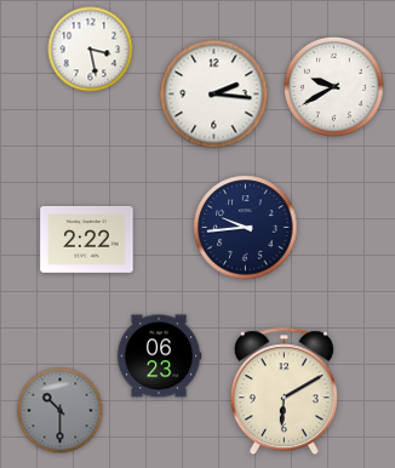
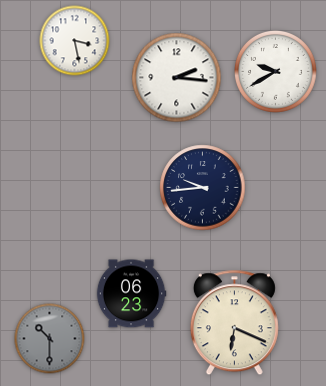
clock at (87, 239): 2:22 -> none
clock at (284, 392): 6:10 -> 6:19
